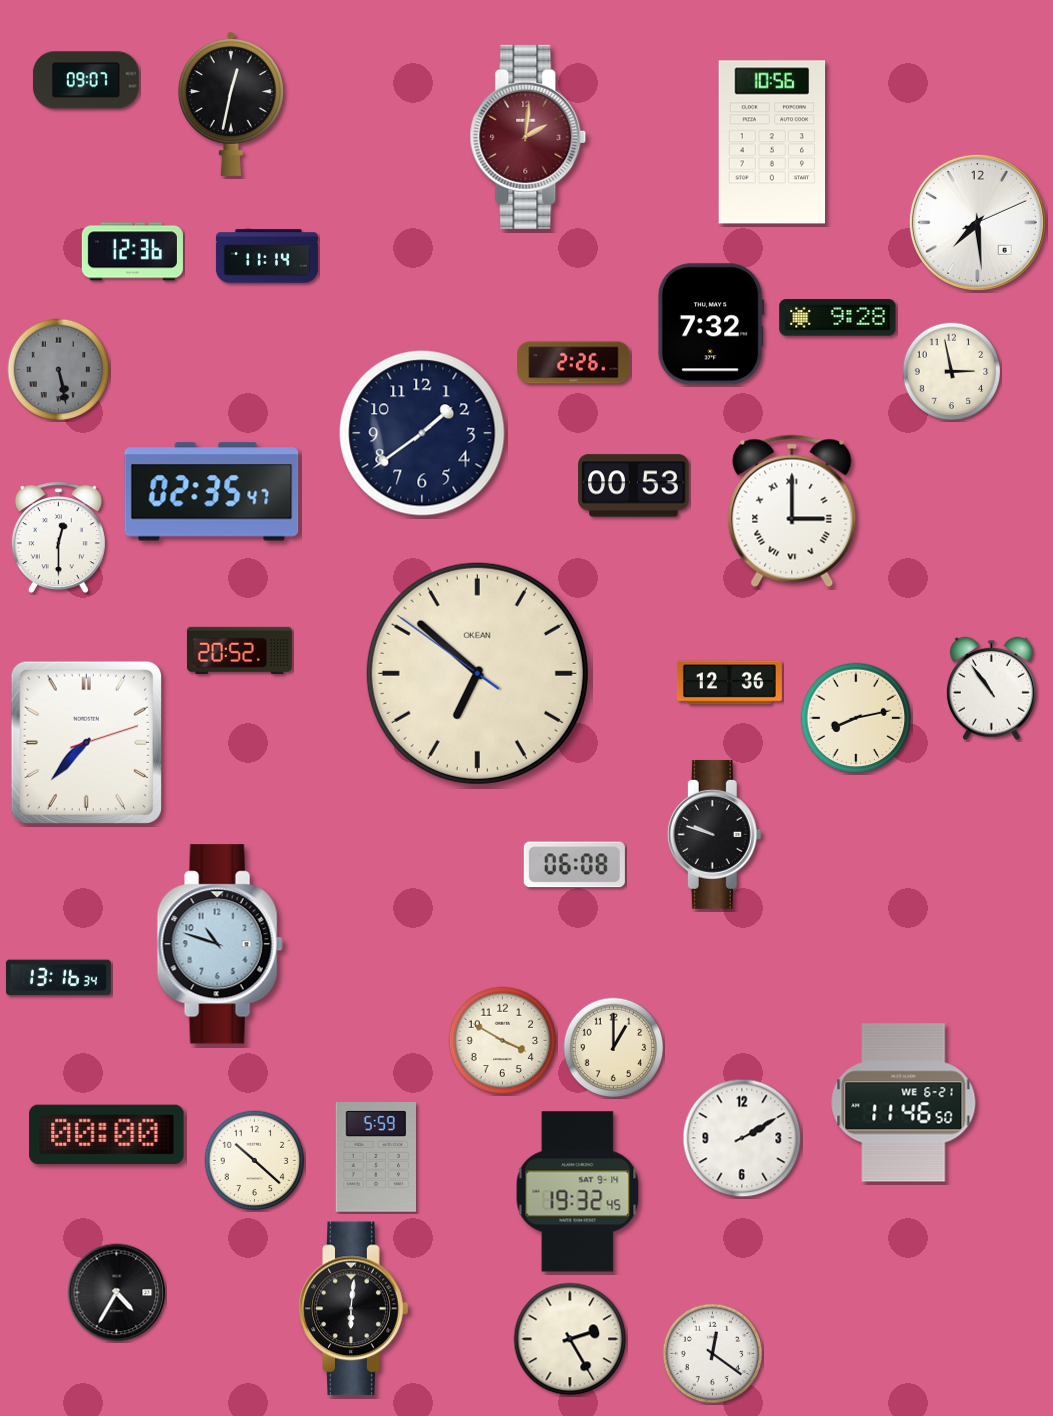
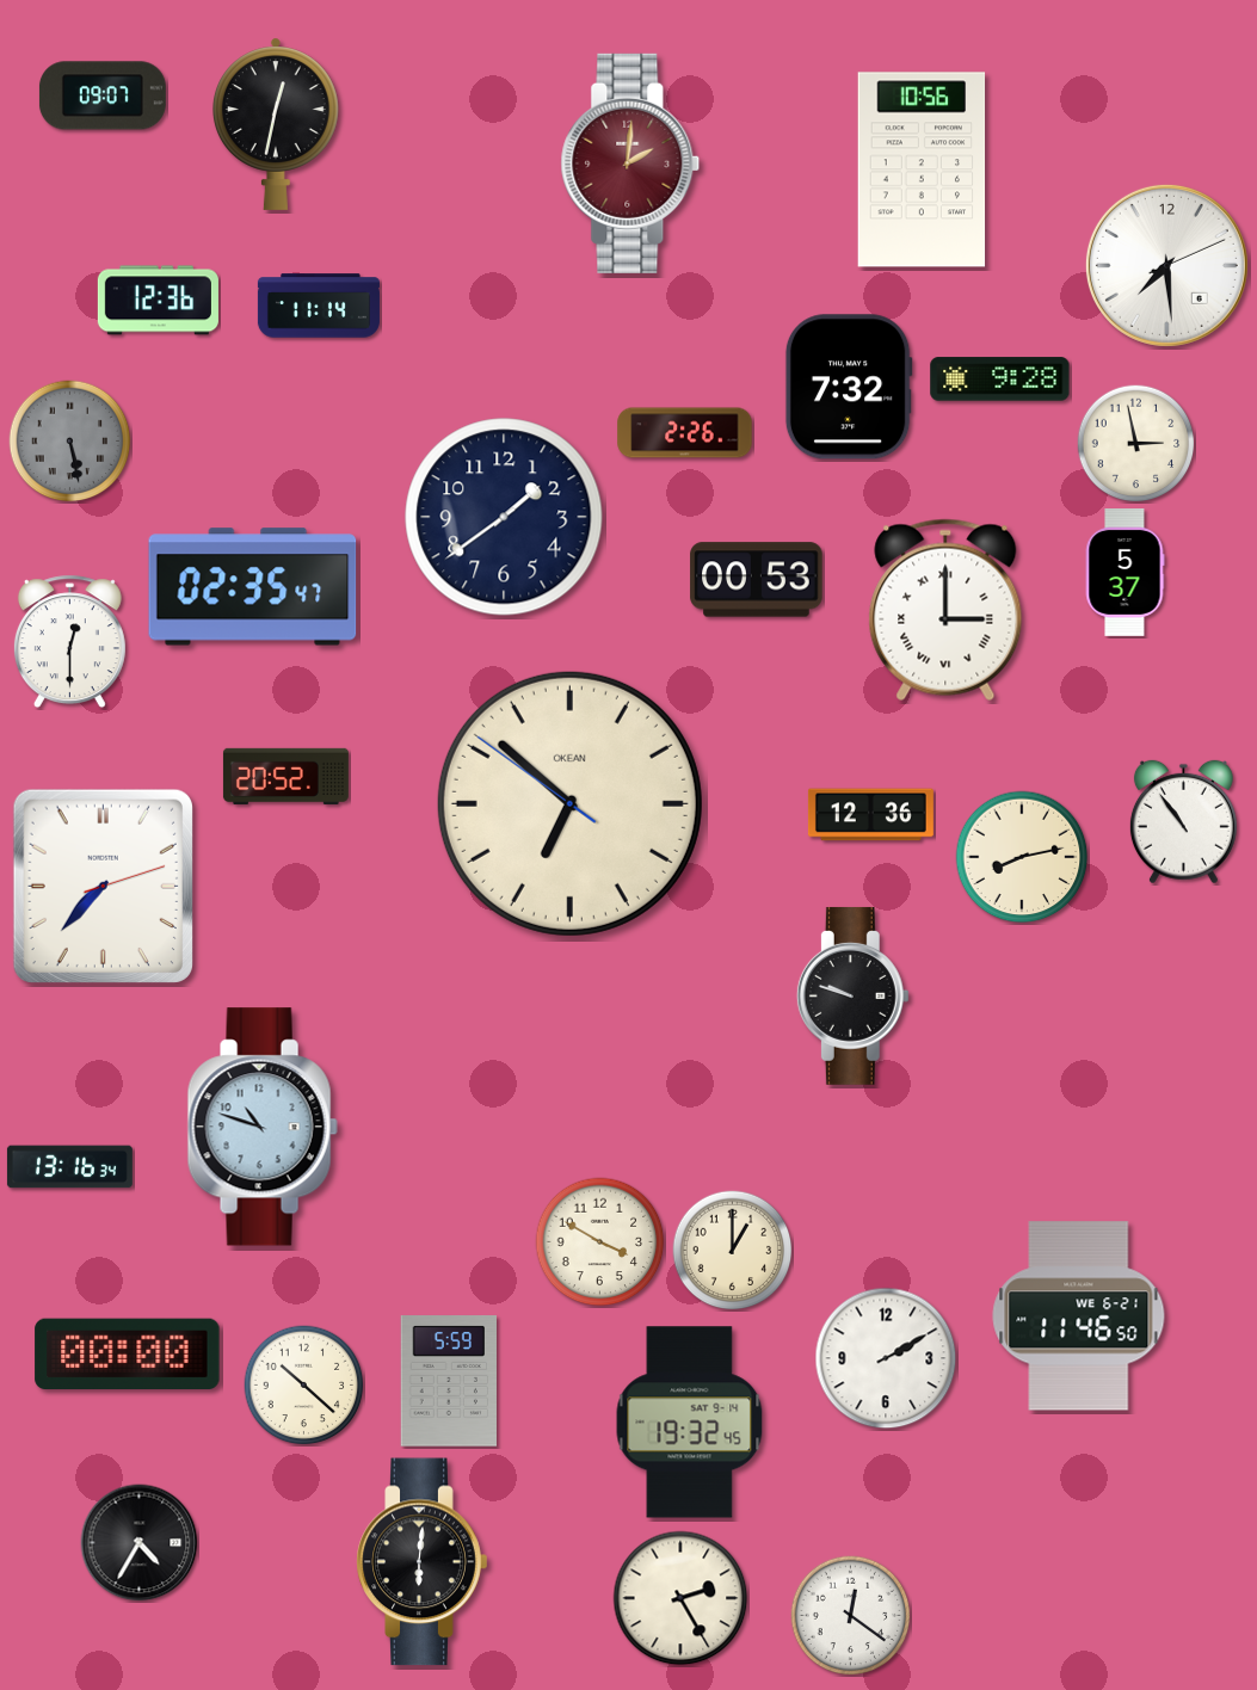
clock at (1124, 573): none -> 5:37
clock at (574, 865): 06:08 -> none
